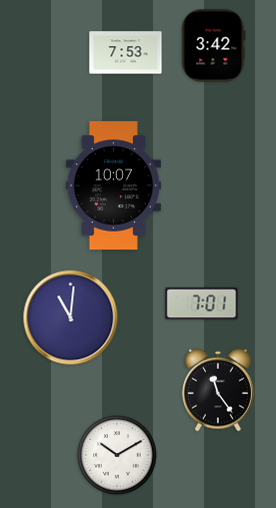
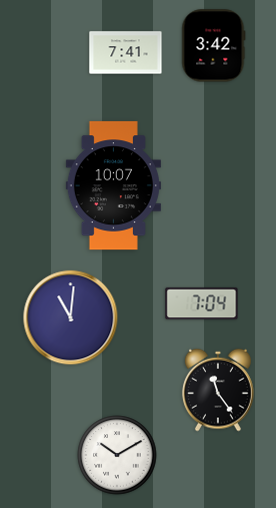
clock at (126, 53): 7:53 -> 7:41
clock at (202, 304): 7:01 -> 7:04
